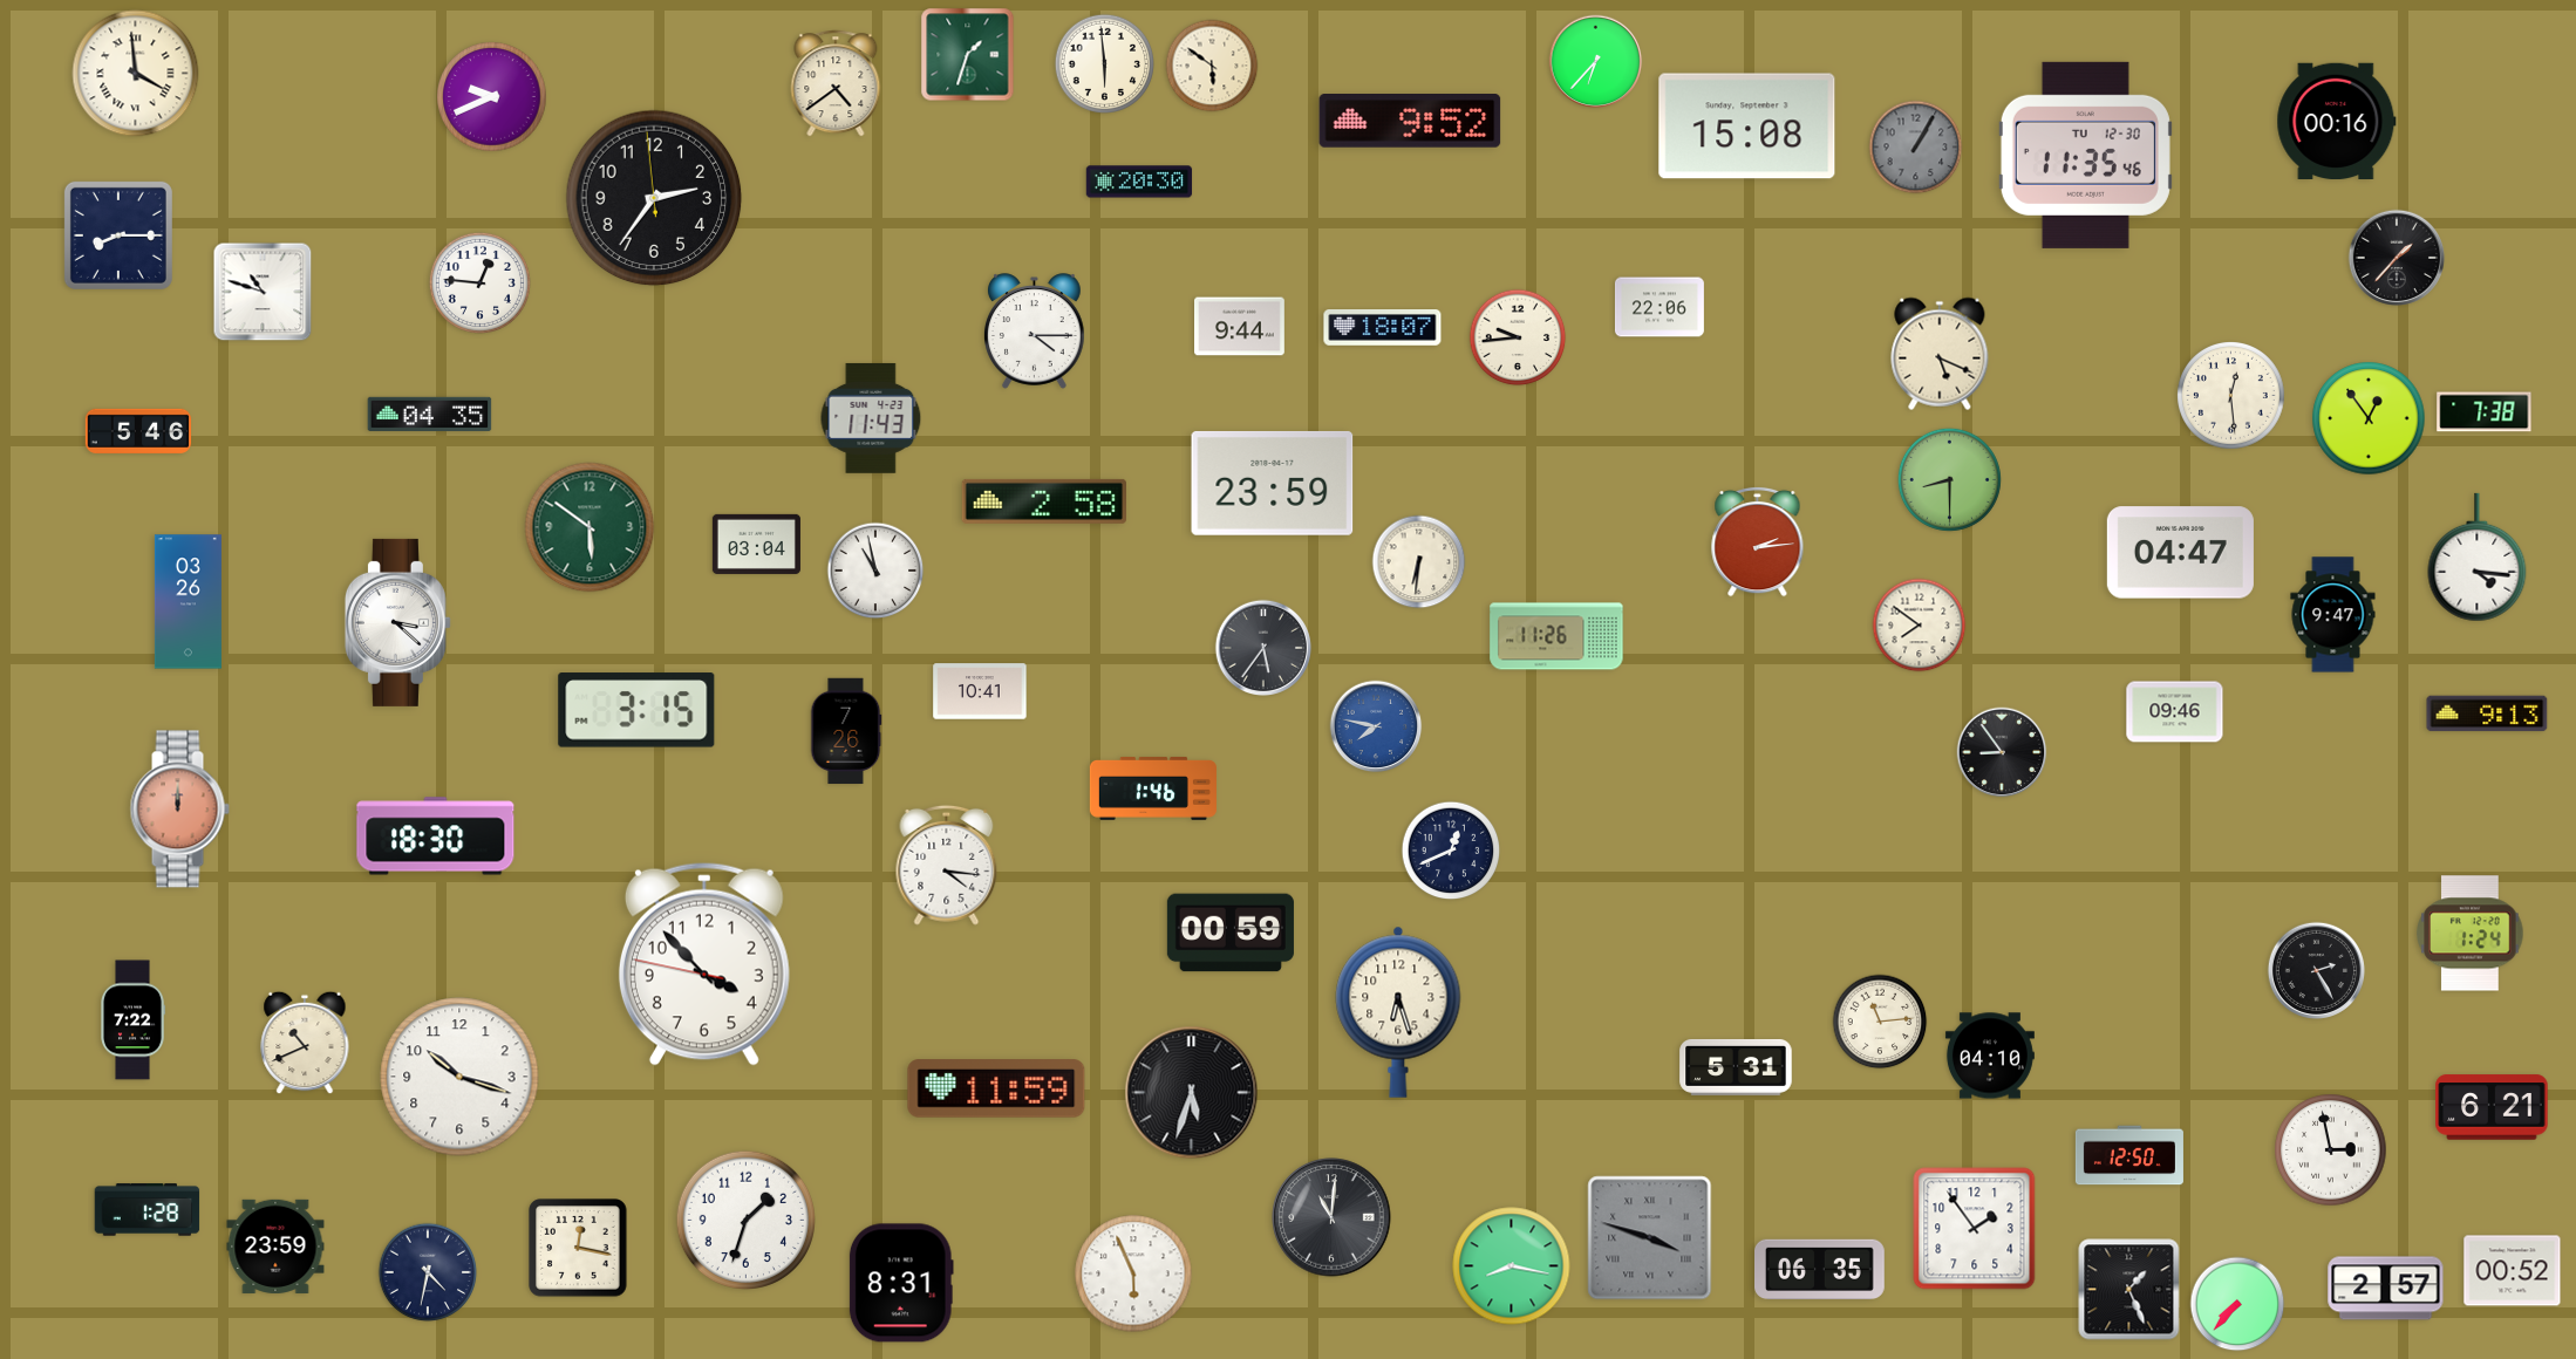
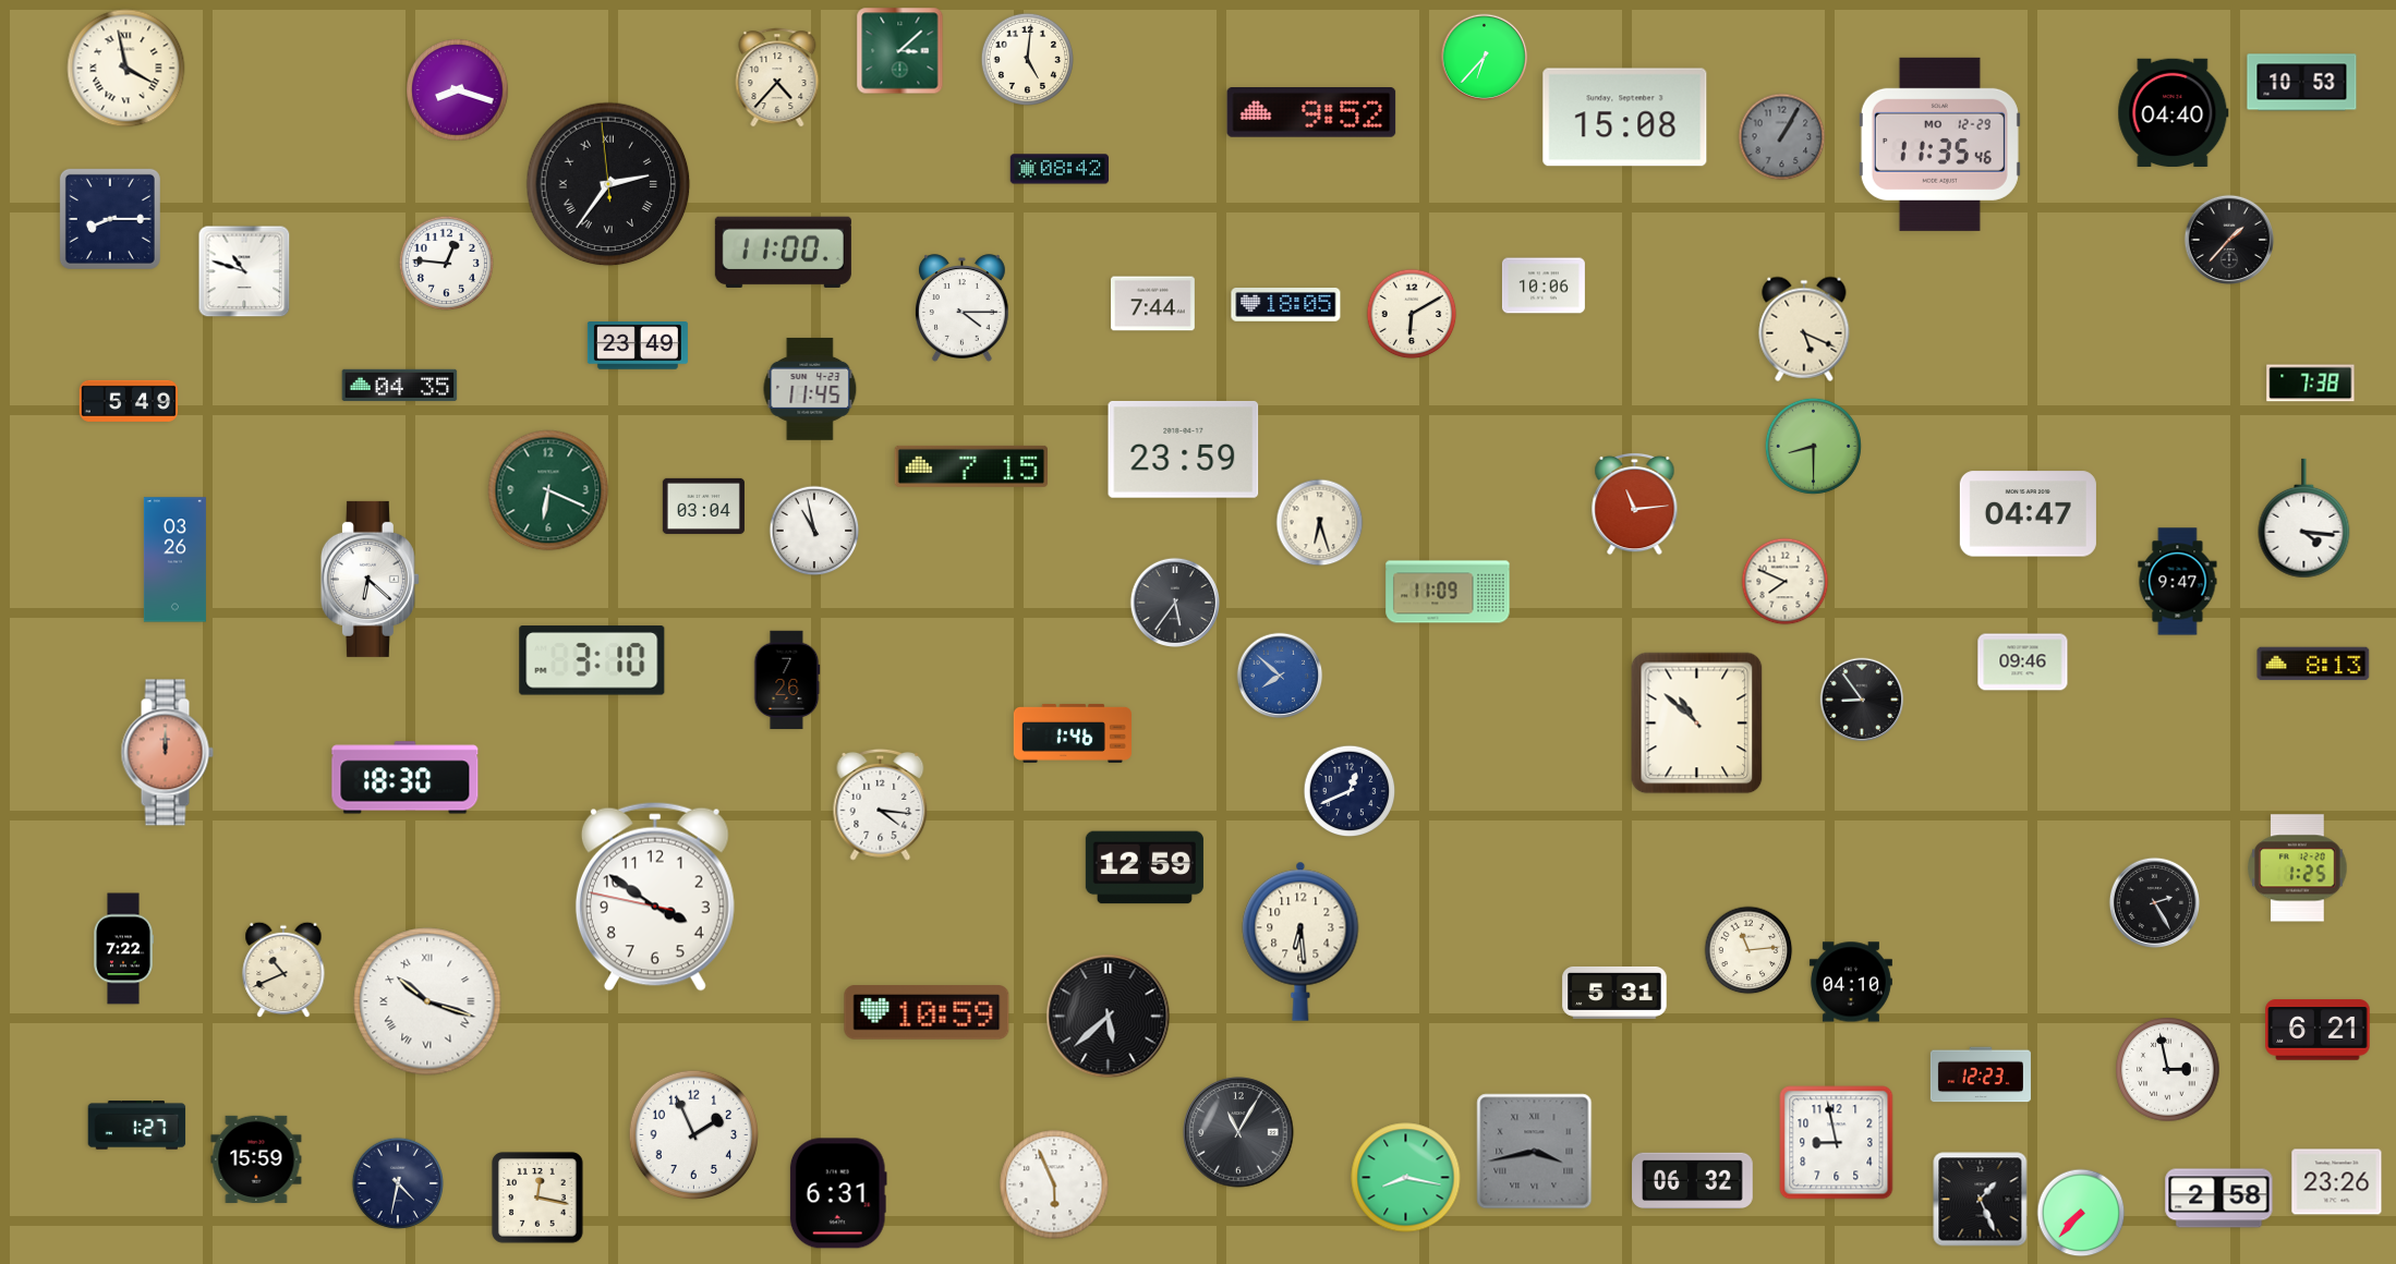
clock at (968, 55): 1:33 -> 3:08
clock at (1104, 63): 5:59 -> 5:01
clock at (1212, 66): 5:51 -> none
clock at (136, 74): 3:59 -> 3:58
clock at (836, 83): 4:39 -> 4:37
clock at (2302, 83): none -> 10:53
clock at (492, 97): 9:41 -> 8:18
clock at (2337, 121): 00:16 -> 04:40
clock at (2085, 155) date: TU 12-30 -> MO 12-29
clock at (1139, 182): 20:30 -> 08:42
clock at (654, 198) numerals: Arabic -> Roman
clock at (783, 252): none -> 11:00
clock at (1660, 307): 22:06 -> 10:06
clock at (1240, 327): 9:44 -> 7:44
clock at (1383, 328): 18:07 -> 18:05
clock at (1518, 337): 9:44 -> 6:10
clock at (638, 345): none -> 23:49
clock at (2231, 396): 12:29 -> none
clock at (871, 418): 11:43 -> 11:45
clock at (2369, 418): 12:54 -> none
clock at (138, 431): 5:46 -> 5:49
clock at (1043, 501): 2:58 -> 7:15
clock at (590, 527): 5:51 -> 6:19
clock at (1758, 541): 2:14 -> 11:14
clock at (1419, 562): 6:31 -> 6:27
clock at (2333, 615) position: (2333, 615) -> (2178, 582)
clock at (397, 622): 3:22 -> 6:22
clock at (1920, 626): 7:51 -> 7:49
clock at (1556, 636): 11:26 -> 11:09
clock at (980, 691): 10:41 -> none
clock at (636, 710): 3:15 -> 3:10
clock at (2487, 713): 9:13 -> 8:13
clock at (1376, 726): 7:47 -> 7:52
clock at (1697, 724): none -> 10:52
clock at (1231, 933): 00:59 -> 12:59
clock at (2471, 934): 1:24 -> 1:25
clock at (704, 964): 3:52 -> 3:50
clock at (1398, 1012): 6:27 -> 6:29
clock at (459, 1077) numerals: Arabic -> Roman
clock at (996, 1088): 11:59 -> 10:59
clock at (1192, 1093): 5:33 -> 5:38
clock at (2129, 1155): 12:50 -> 12:23
clock at (148, 1210): 1:28 -> 1:27
clock at (1331, 1217): 11:01 -> 11:05
clock at (745, 1220): 1:33 -> 1:56
clock at (1975, 1229): 1:54 -> 8:58
clock at (1650, 1238): 3:48 -> 3:43
clock at (275, 1247): 23:59 -> 15:59
clock at (578, 1248) position: (578, 1248) -> (537, 1198)
clock at (1820, 1270): 06:35 -> 06:32
clock at (2513, 1271): 00:52 -> 23:26
clock at (901, 1283): 8:31 -> 6:31
clock at (2386, 1289): 2:57 -> 2:58
